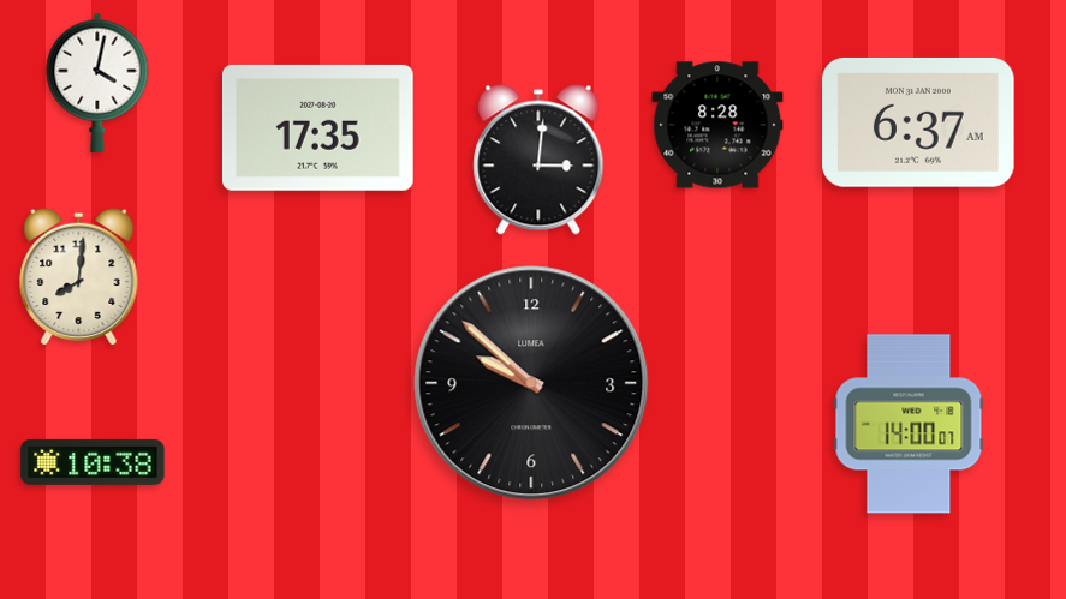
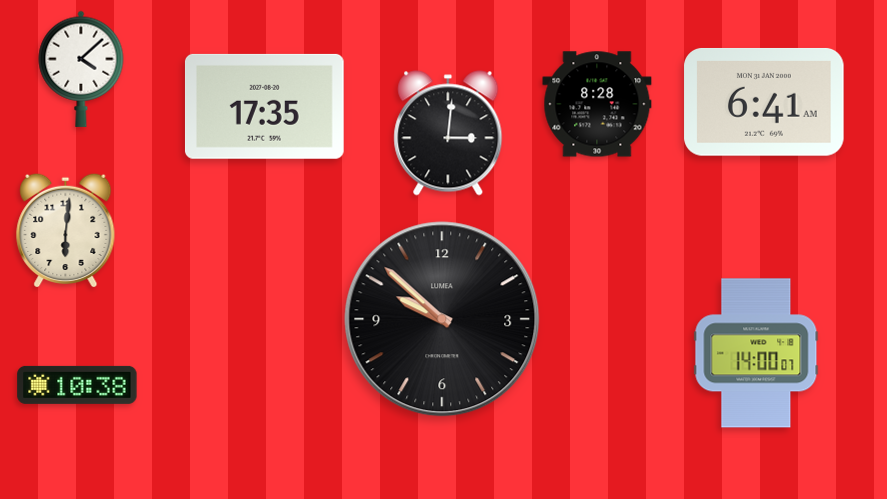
clock at (97, 83): 4:02 -> 4:08
clock at (918, 122): 6:37 -> 6:41
clock at (79, 276): 8:01 -> 6:01
